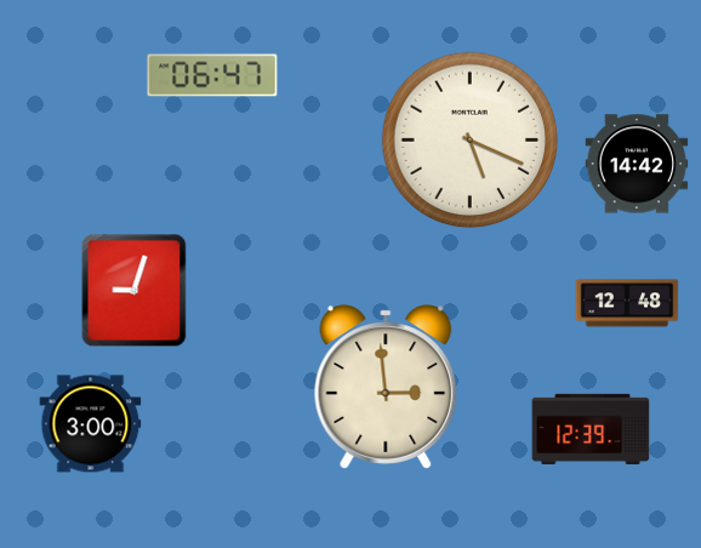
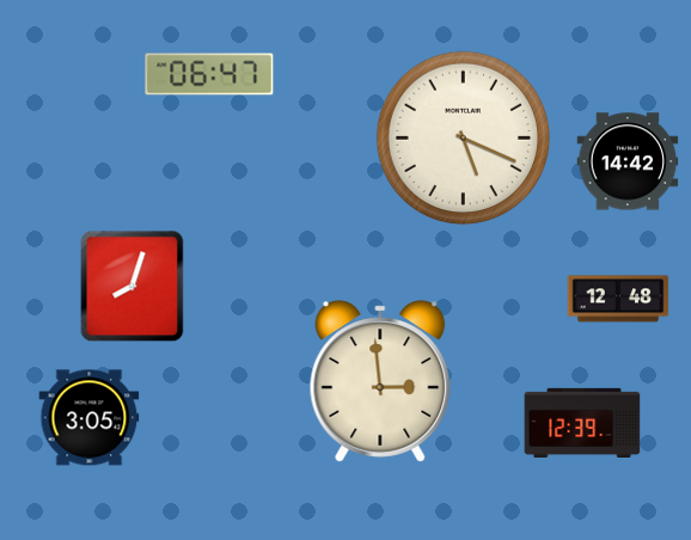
clock at (135, 291): 9:03 -> 8:03
clock at (91, 424): 3:00 -> 3:05
